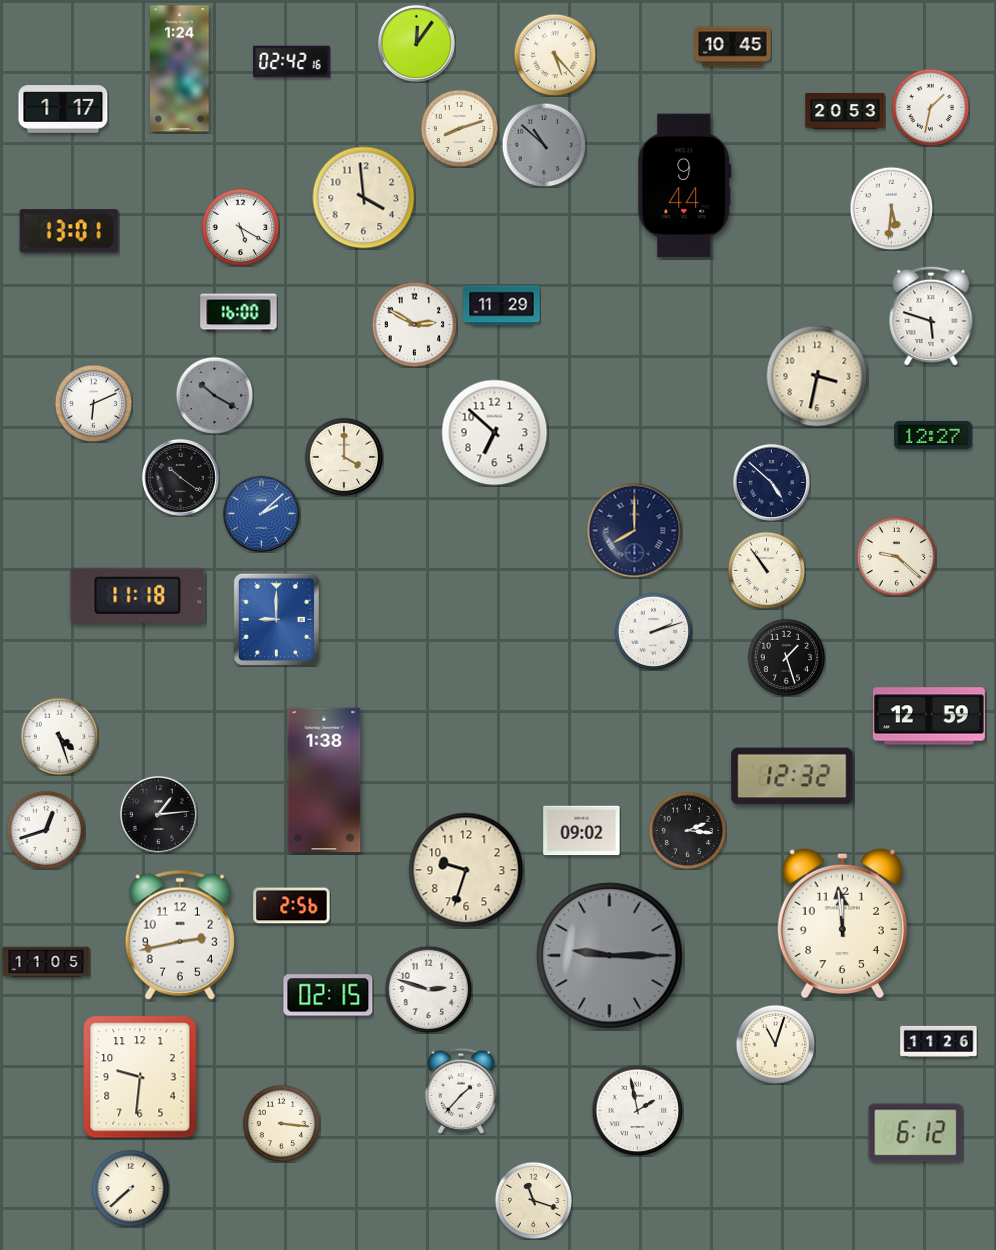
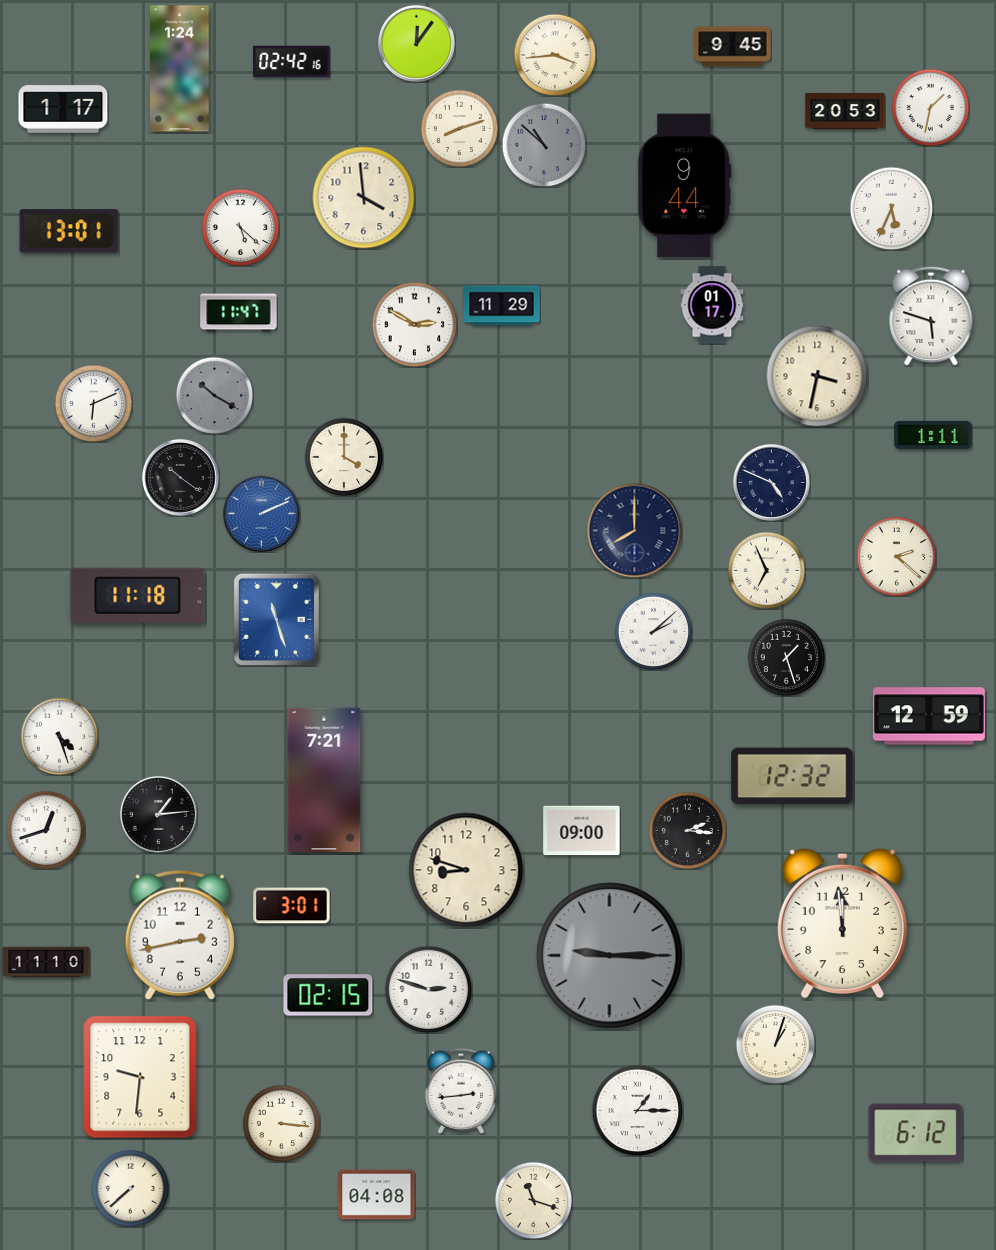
clock at (733, 47): 10:45 -> 9:45
clock at (555, 55): 5:23 -> 3:44
clock at (891, 208): 5:31 -> 5:34
clock at (240, 227): 5:20 -> 5:22
clock at (712, 305): none -> 01:17
clock at (239, 313): 16:00 -> 11:47
clock at (495, 433): 6:52 -> none
clock at (933, 435): 12:27 -> 1:11
clock at (771, 482): 4:52 -> 4:49
clock at (261, 513): 2:08 -> 2:11
clock at (896, 556): 9:22 -> 2:22
clock at (766, 570): 10:54 -> 6:56
clock at (276, 619): 9:00 -> 11:27
clock at (653, 631): 2:12 -> 2:08
clock at (324, 780): 1:38 -> 7:21
clock at (582, 831): 09:02 -> 09:00
clock at (466, 870): 9:33 -> 8:48
clock at (292, 906): 2:56 -> 3:01
clock at (46, 962): 11:05 -> 11:10
clock at (939, 1041): 11:26 -> none
clock at (775, 1044): 11:03 -> 1:03
clock at (461, 1091): 1:37 -> 2:44
clock at (637, 1110): 1:58 -> 1:15
clock at (377, 1195): none -> 04:08
